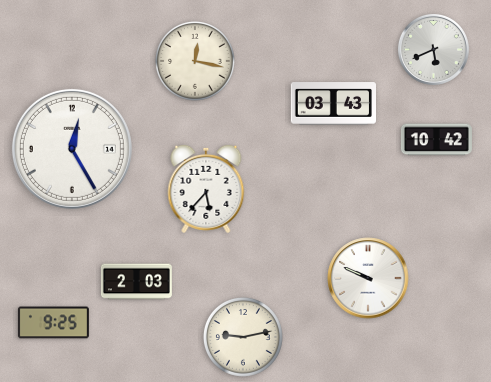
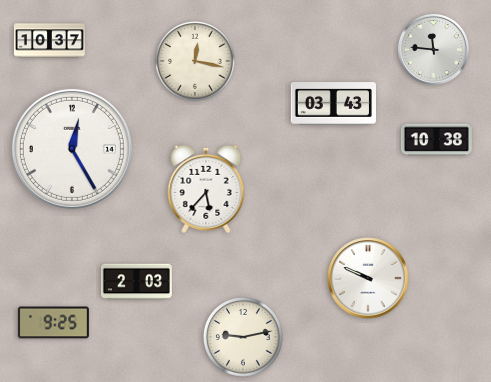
clock at (49, 41): none -> 10:37
clock at (433, 49): 5:41 -> 11:46
clock at (436, 140): 10:42 -> 10:38
